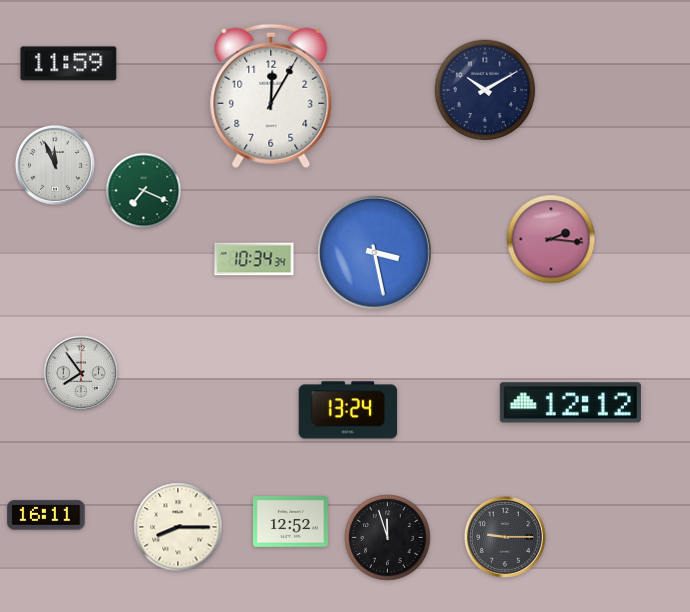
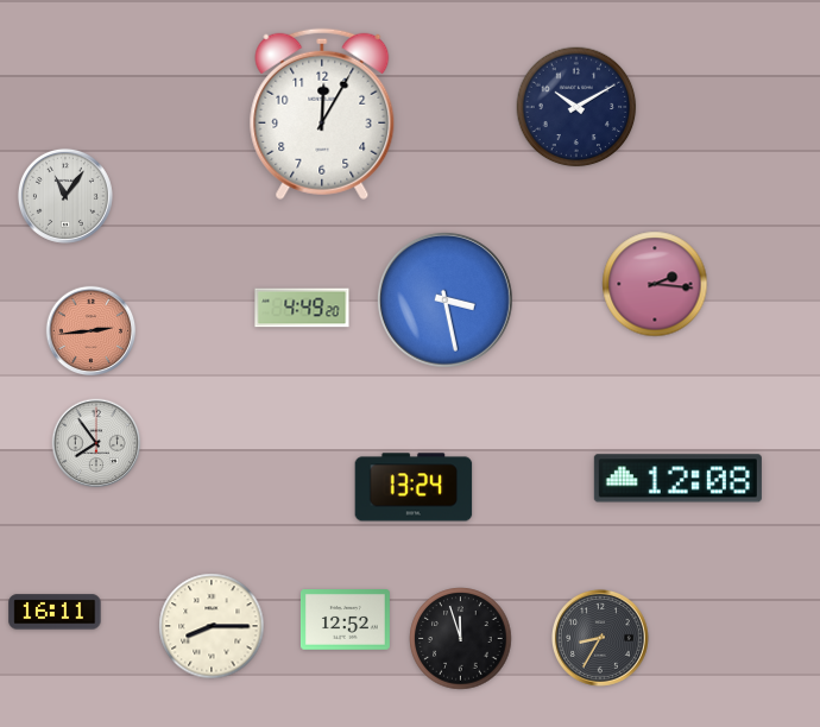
clock at (69, 64): 11:59 -> none
clock at (55, 165): 11:56 -> 11:06
clock at (144, 191): 7:19 -> none
clock at (254, 259): 10:34 -> 4:49
clock at (92, 331): none -> 2:44
clock at (570, 403): 12:12 -> 12:08
clock at (505, 538): 9:15 -> 8:35
